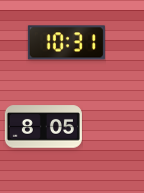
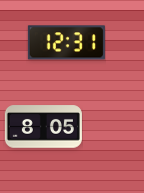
clock at (66, 43): 10:31 -> 12:31
